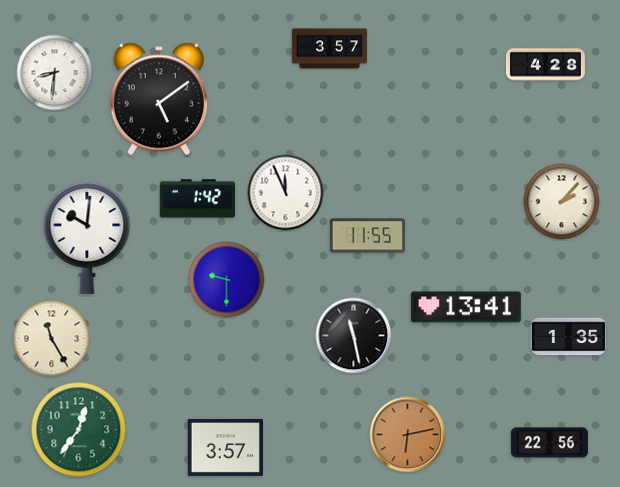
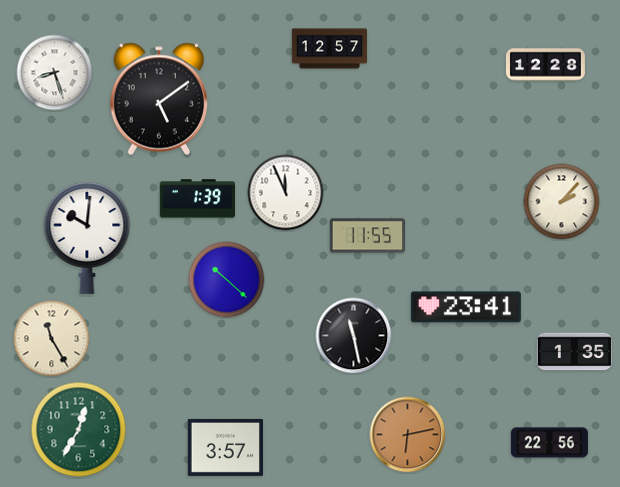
clock at (330, 49): 3:57 -> 12:57
clock at (545, 65): 4:28 -> 12:28
clock at (55, 73): 8:31 -> 8:27
clock at (197, 199): 1:42 -> 1:39
clock at (227, 280): 9:30 -> 10:22
clock at (466, 307): 13:41 -> 23:41
clock at (569, 337) position: (569, 337) -> (575, 352)
clock at (79, 430): 12:36 -> 12:35
